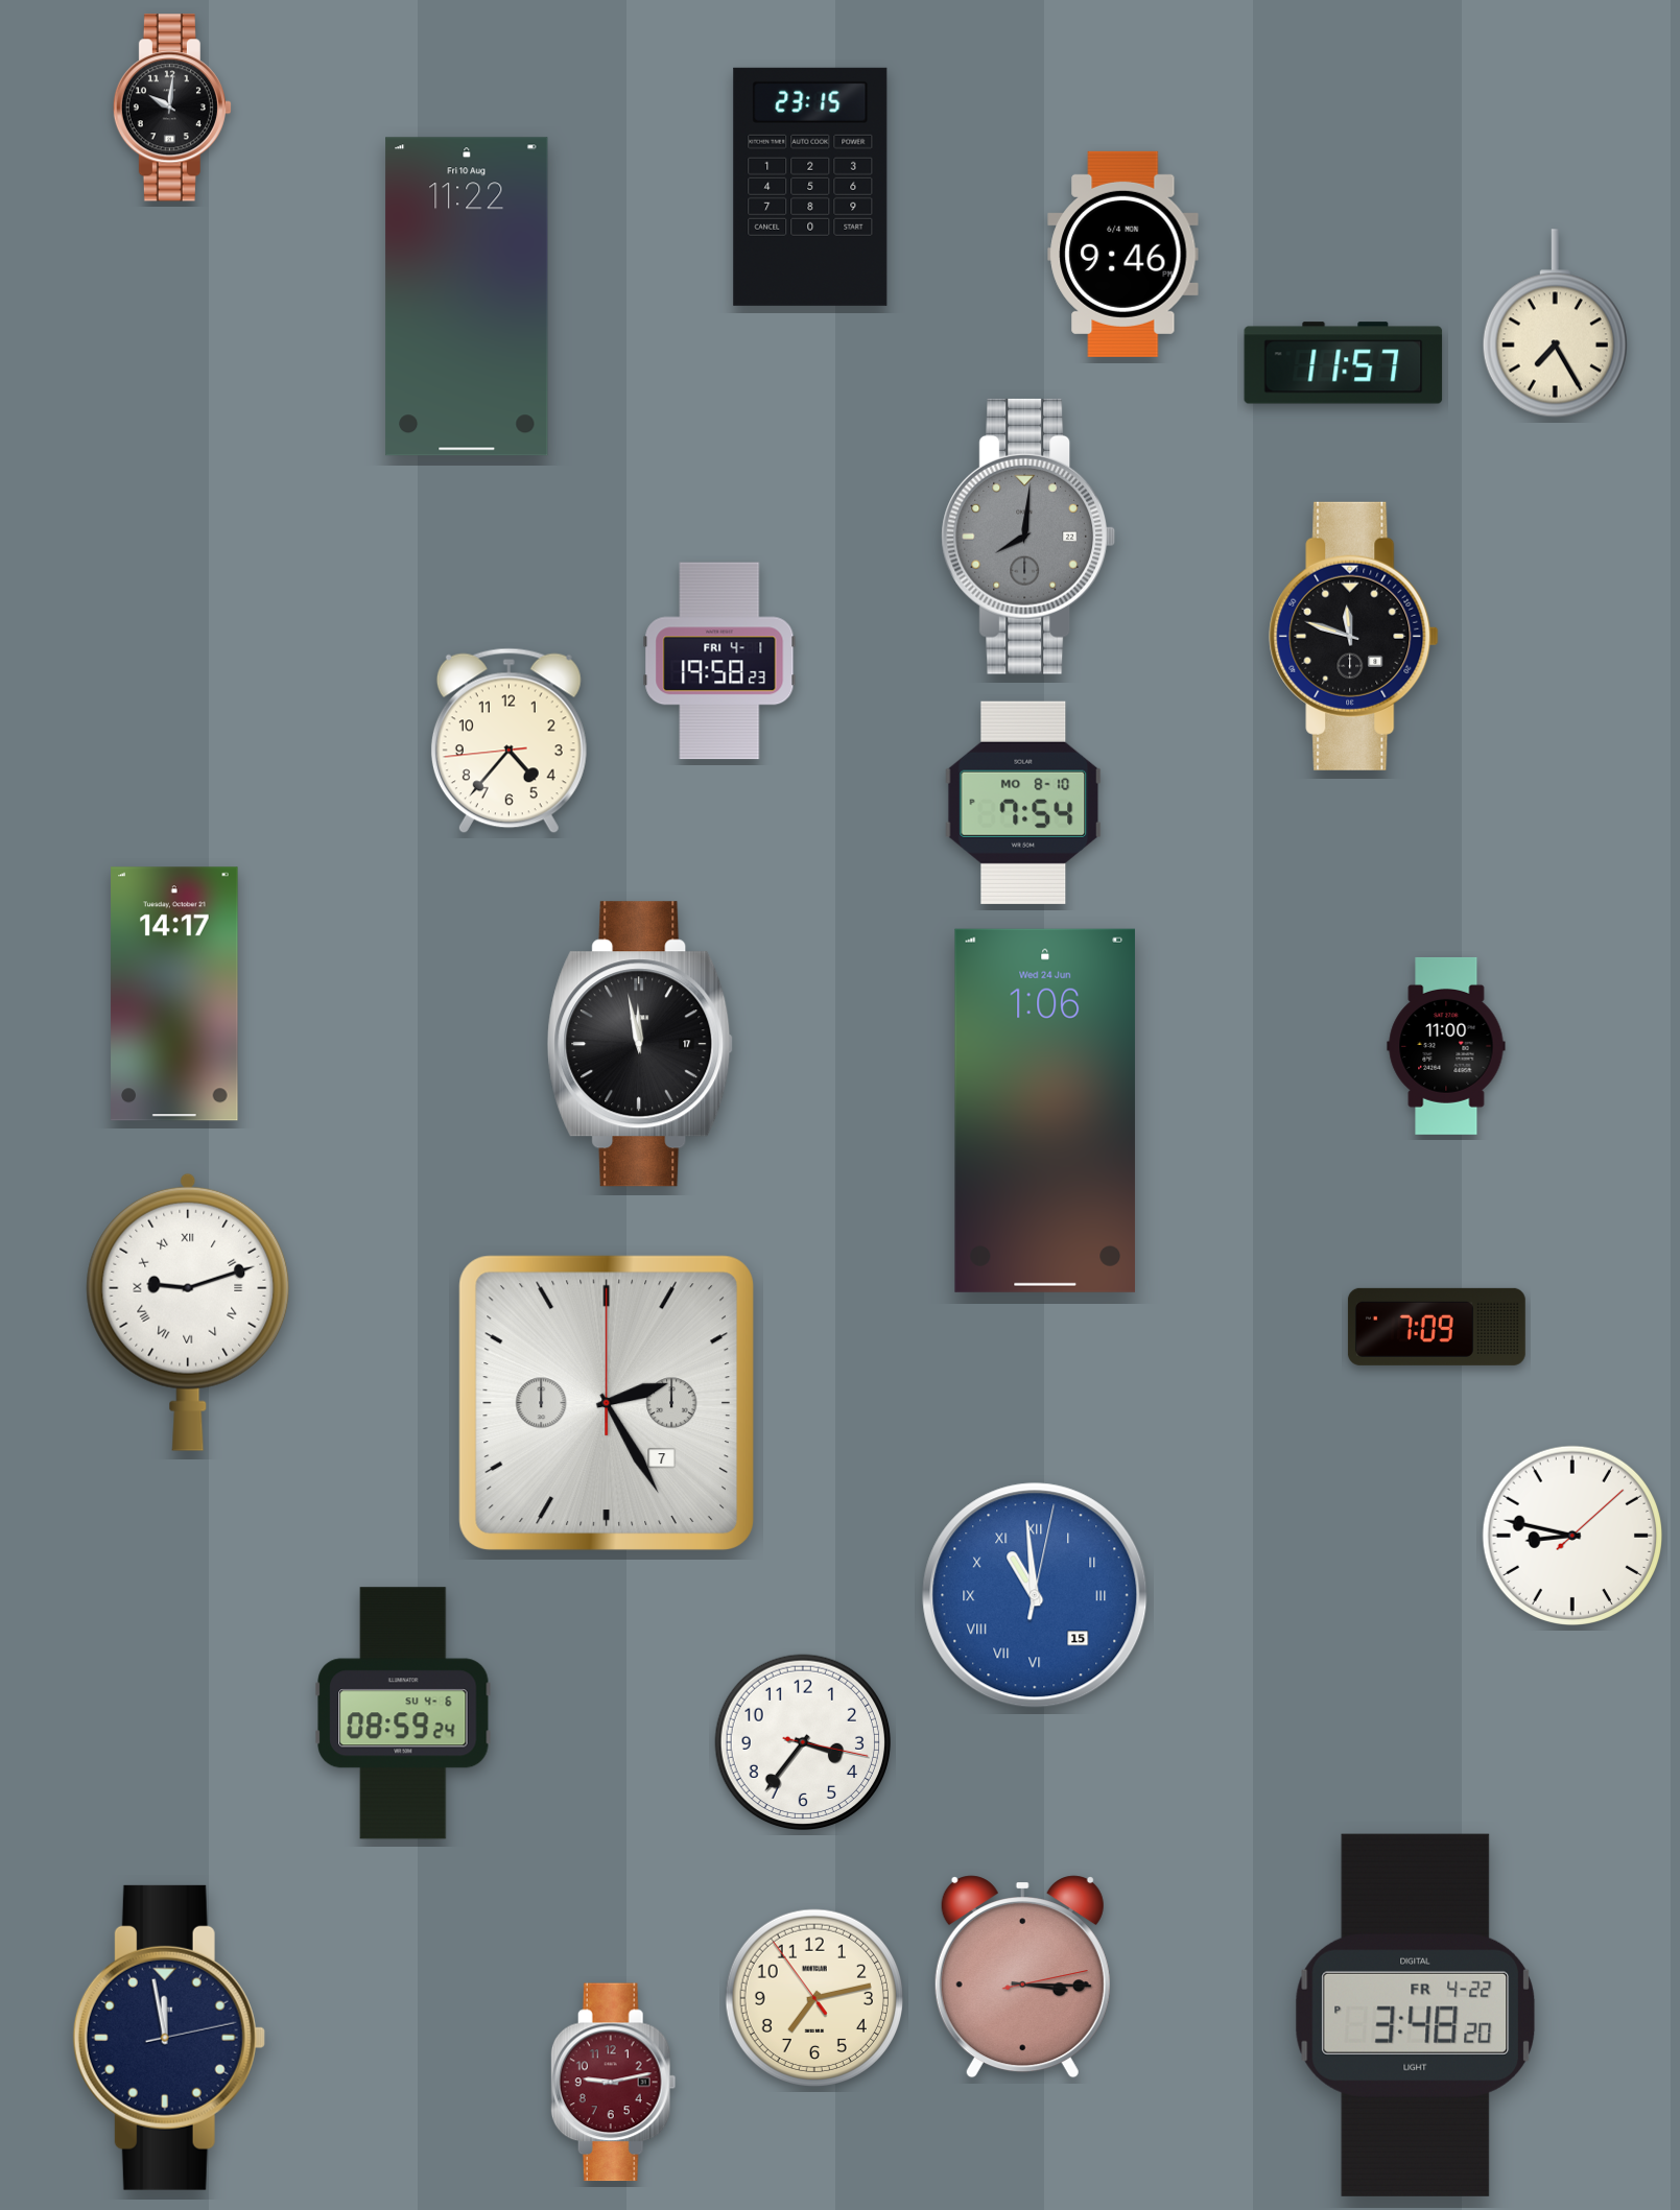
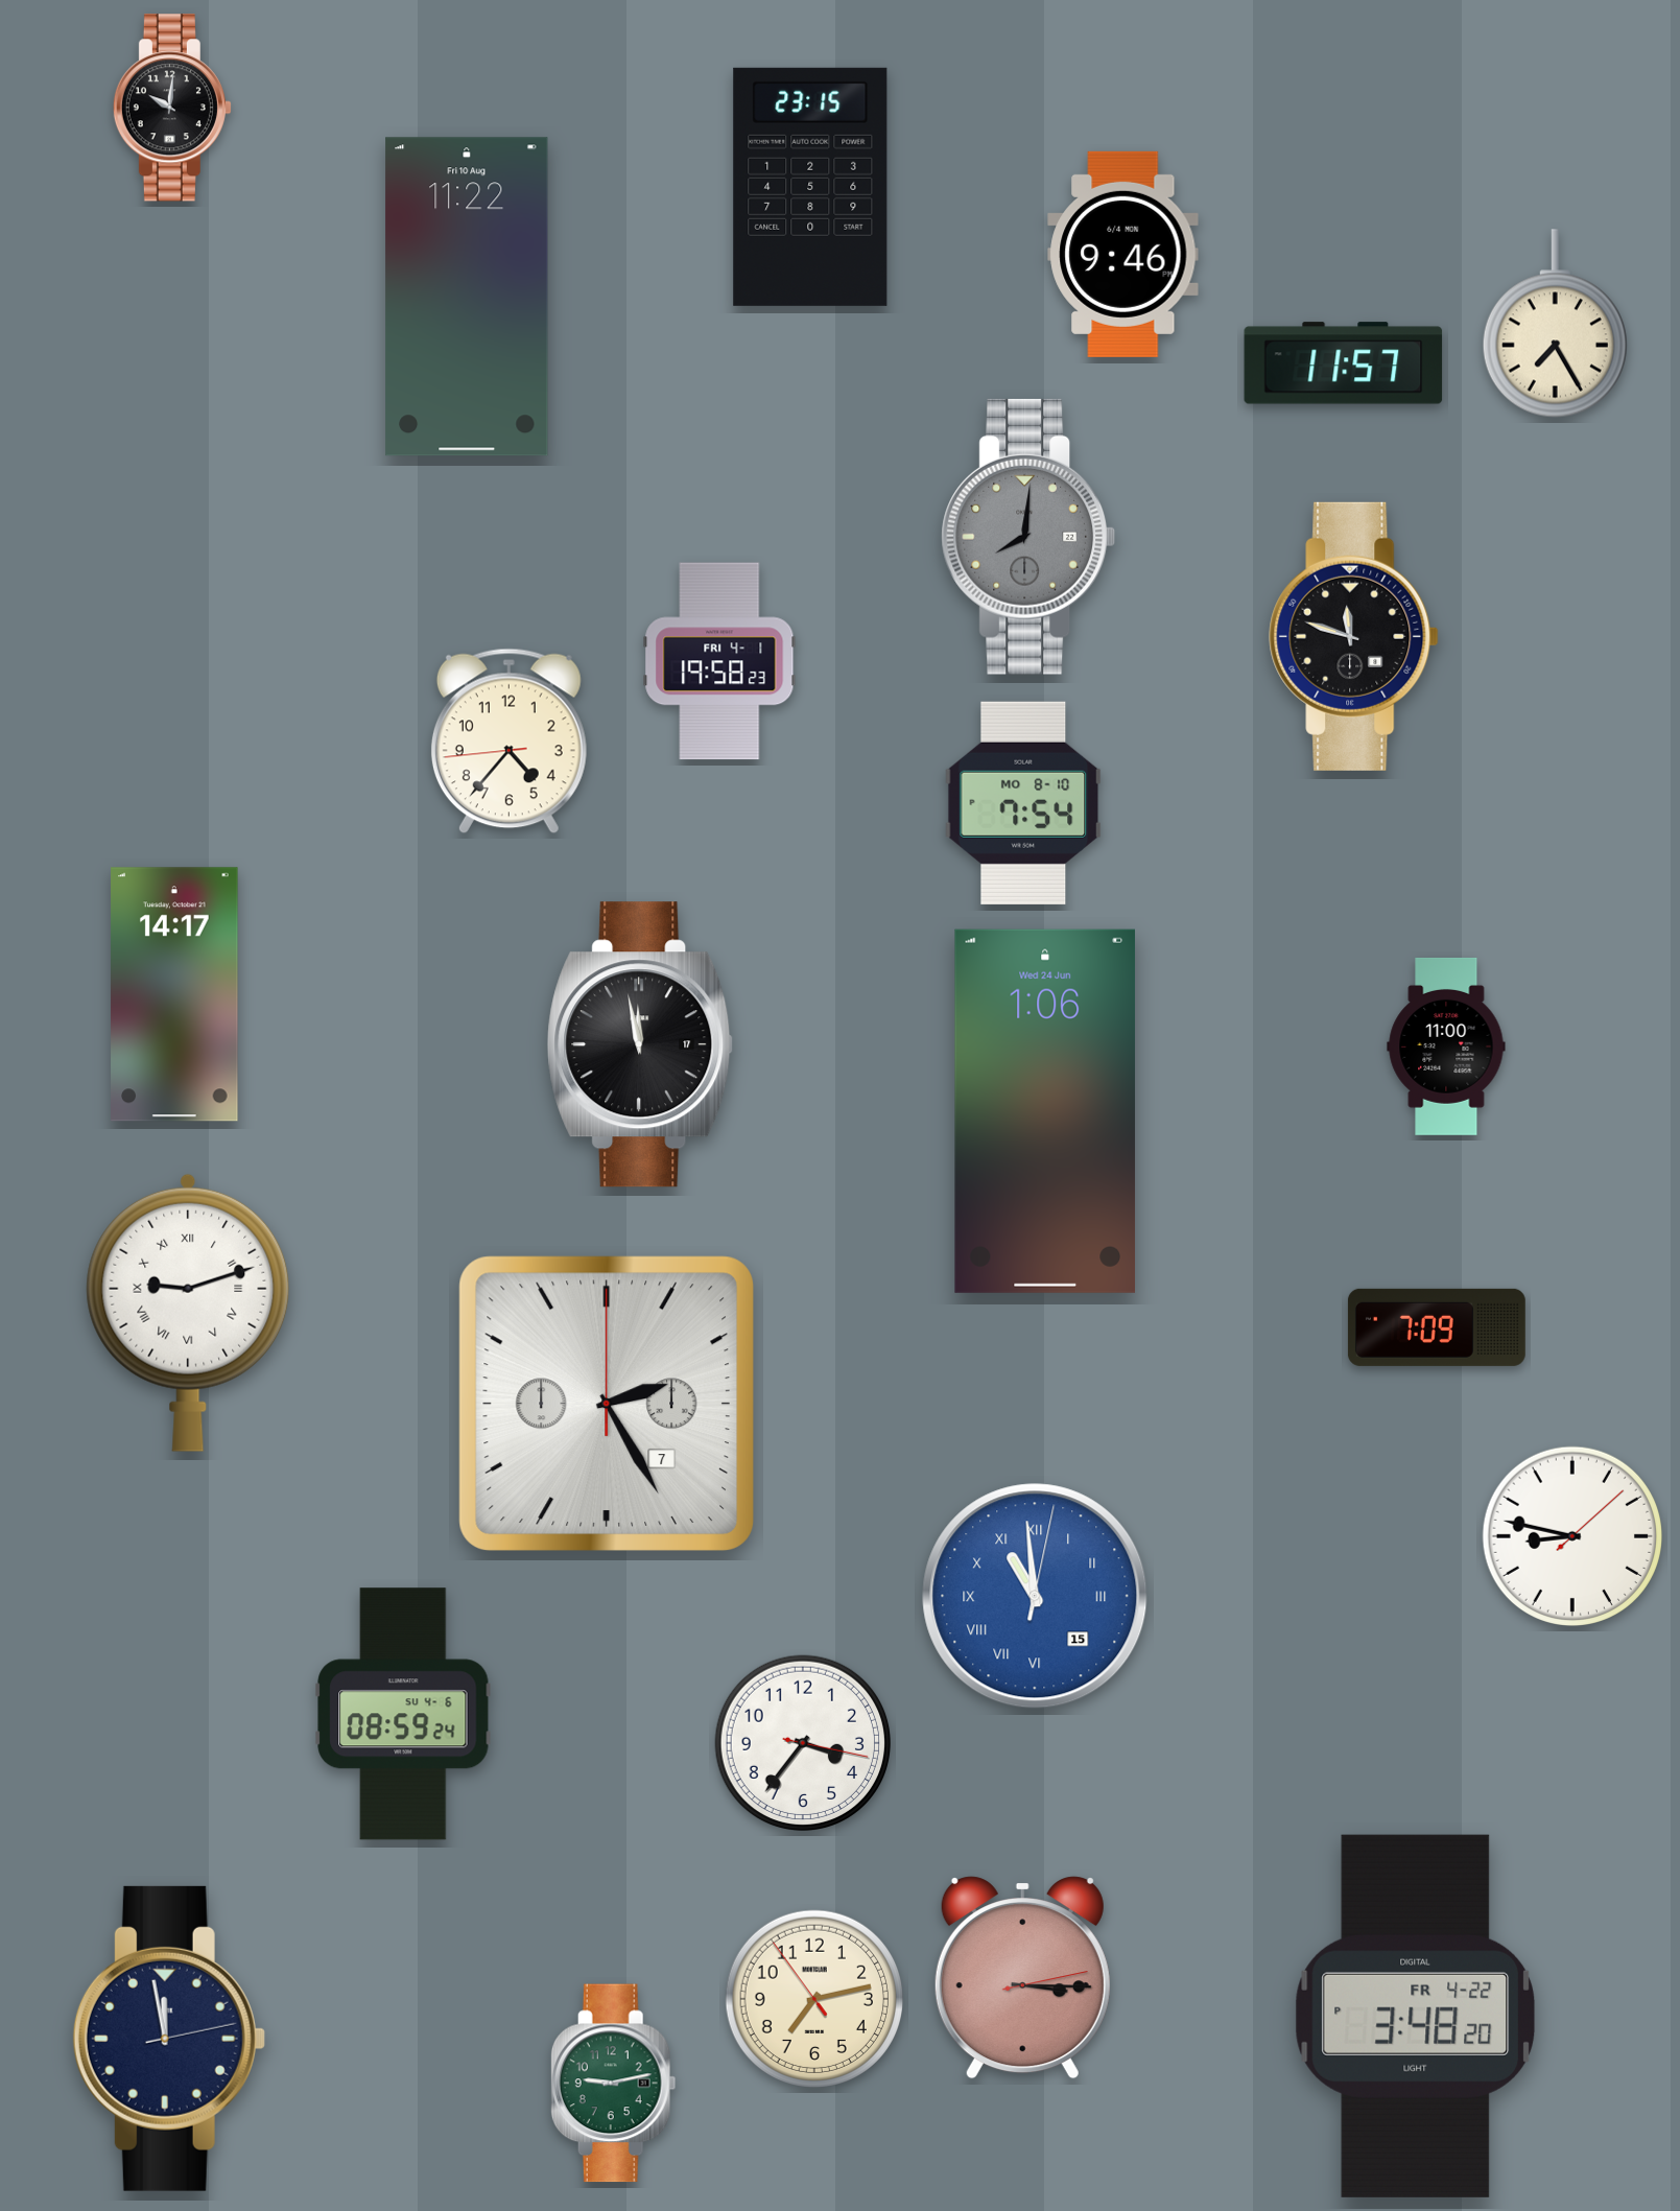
clock at (613, 2083) dial: burgundy -> green
